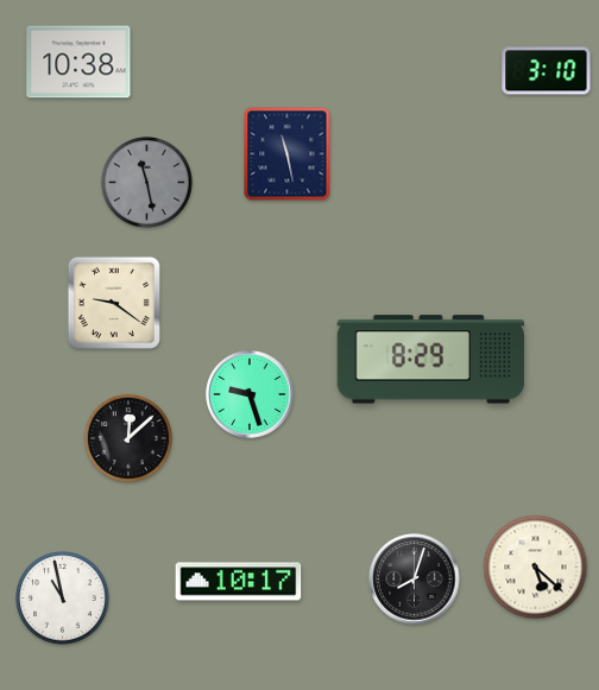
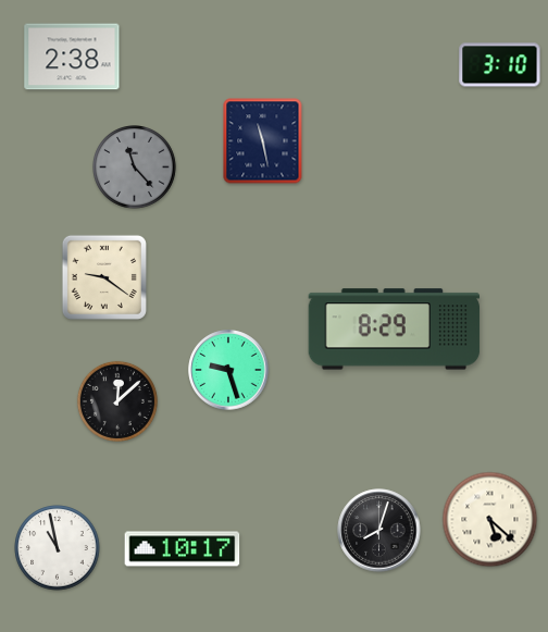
clock at (78, 62): 10:38 -> 2:38
clock at (147, 183): 11:28 -> 11:23
clock at (250, 394) position: (250, 394) -> (228, 370)
clock at (239, 582) position: (239, 582) -> (183, 549)
